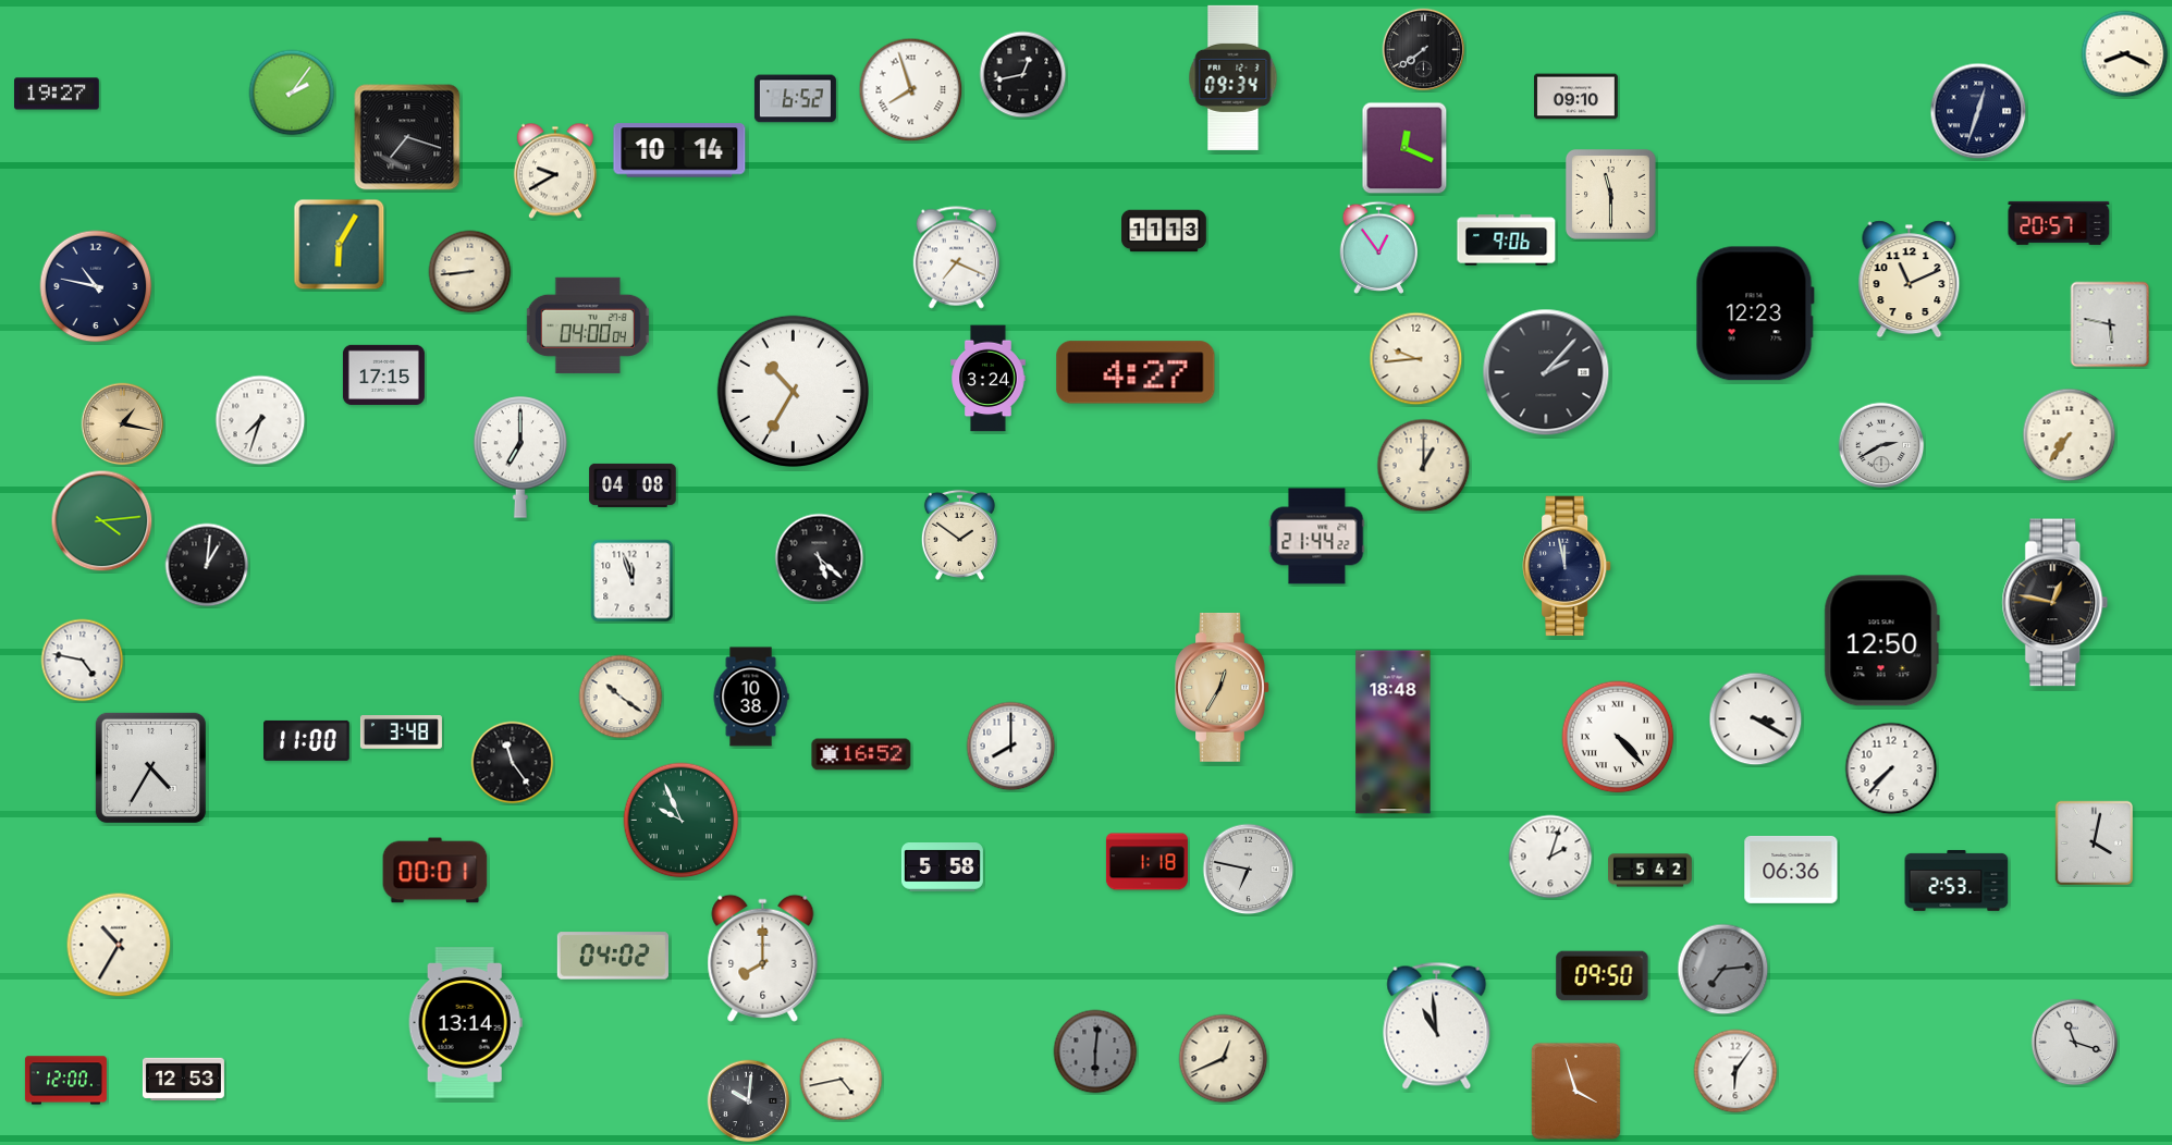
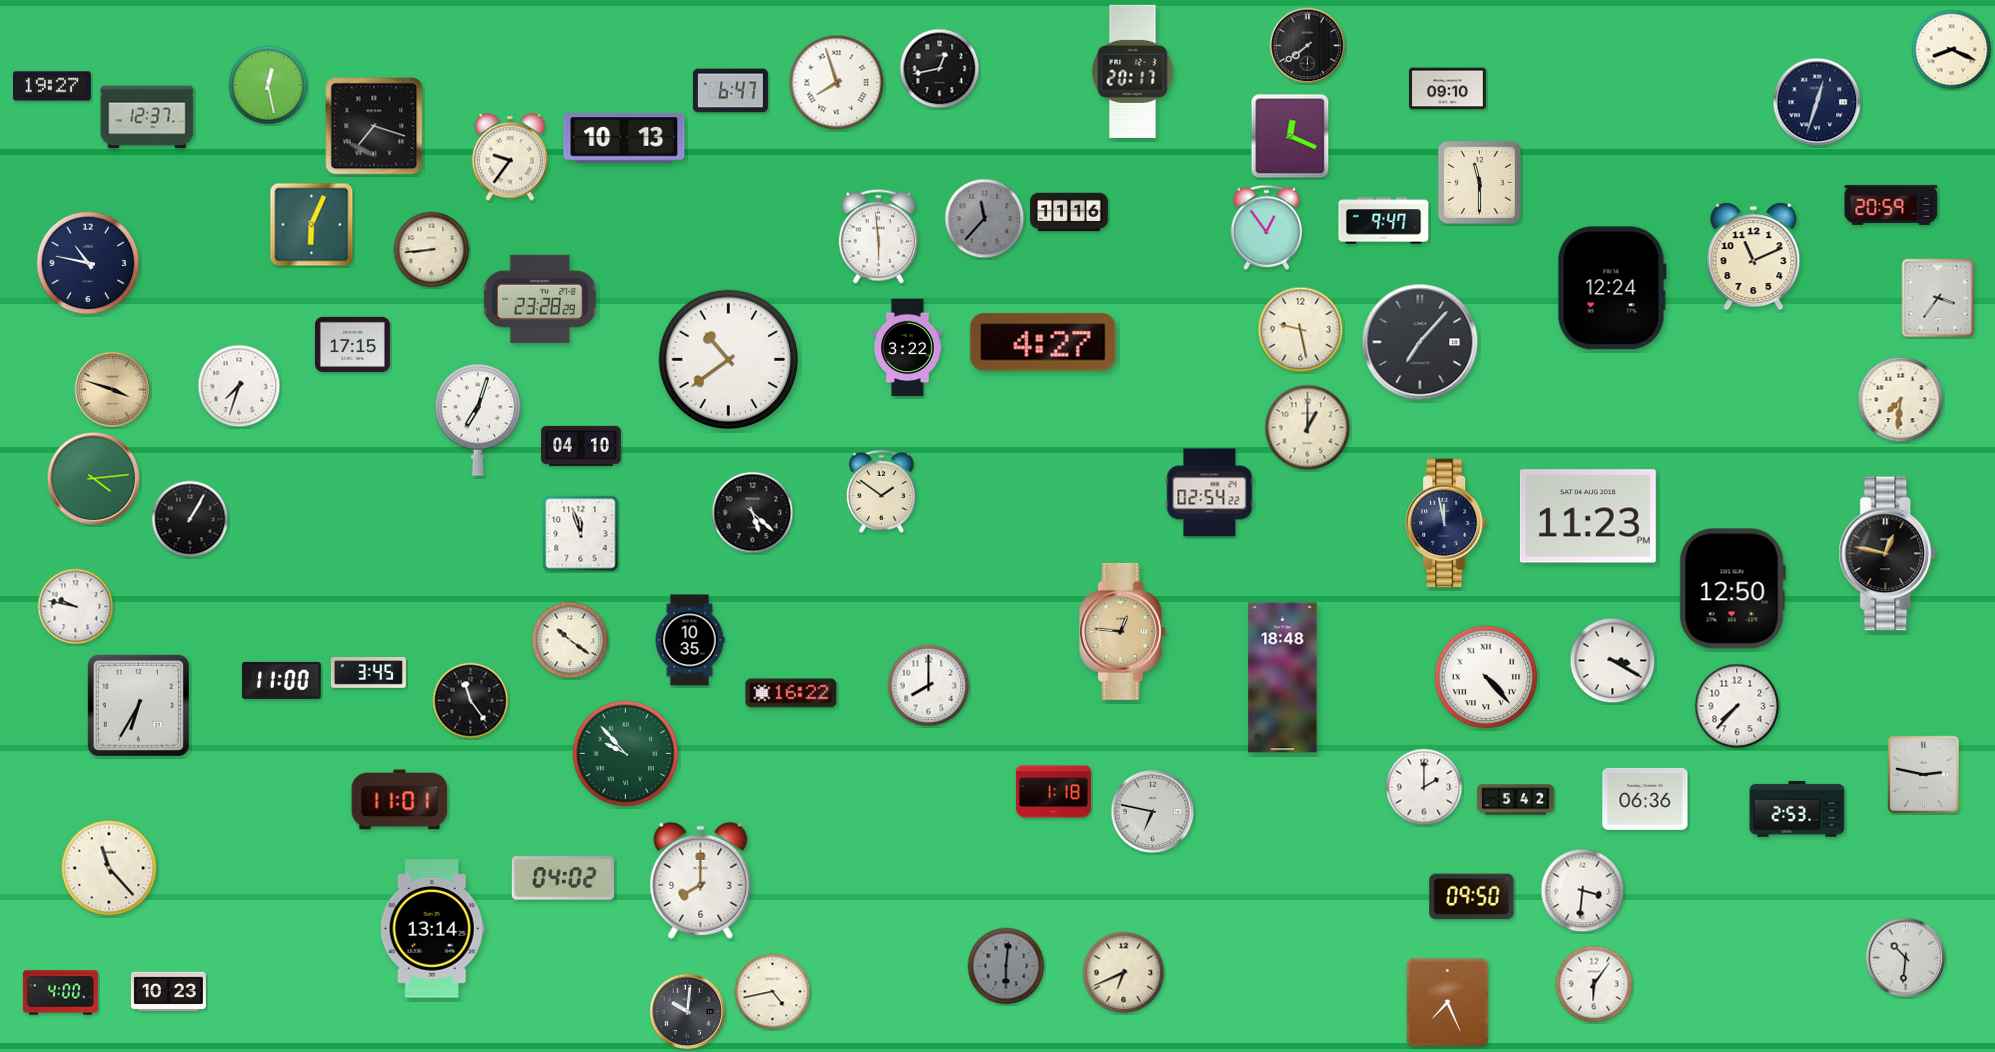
clock at (1234, 77): 09:34 -> 20:17
clock at (292, 93): 2:06 -> 12:28
clock at (795, 99): 6:52 -> 6:47
clock at (147, 117): none -> 12:37
clock at (679, 150): 10:14 -> 10:13
clock at (555, 171): 9:40 -> 9:36
clock at (1610, 194) position: (1610, 194) -> (1479, 182)
clock at (2059, 223): 20:57 -> 20:59
clock at (1164, 231): 11:13 -> 11:16
clock at (985, 219): none -> 11:37
clock at (1507, 241): 9:06 -> 9:47
clock at (340, 245): 6:05 -> 6:04
clock at (956, 258): 7:19 -> 5:59
clock at (1755, 313): 12:23 -> 12:24
clock at (2110, 324): 5:47 -> 3:36
clock at (588, 325): 04:00 -> 23:28
clock at (1416, 359): 9:44 -> 9:28
clock at (1546, 372): 2:07 -> 7:07
clock at (989, 379): 3:24 -> 3:22
clock at (793, 391): 10:35 -> 10:39
clock at (123, 424): 1:17 -> 3:48
clock at (2070, 435): 7:36 -> 7:31
clock at (1881, 445): 2:40 -> none
clock at (520, 457): 7:00 -> 7:03
clock at (633, 485): 04:08 -> 04:10
clock at (1317, 537): 21:44 -> 02:54
clock at (1588, 516): none -> 11:23
clock at (207, 565): 1:01 -> 1:05
clock at (1568, 566) position: (1568, 566) -> (1447, 523)
clock at (1881, 641) position: (1881, 641) -> (1732, 589)
clock at (83, 661): 4:47 -> 9:47
clock at (1223, 687): 12:35 -> 12:46
clock at (751, 697): 10:38 -> 10:35
clock at (401, 732): 3:48 -> 3:45
clock at (1394, 732) position: (1394, 732) -> (1283, 678)
clock at (861, 754): 16:52 -> 16:22
clock at (150, 767): 4:35 -> 6:35
clock at (682, 821): 9:56 -> 9:53
clock at (2095, 844): 4:02 -> 2:47
clock at (1550, 857): 2:03 -> 2:00
clock at (942, 867): 5:58 -> none
clock at (1249, 870) position: (1249, 870) -> (1153, 812)
clock at (435, 871): 00:01 -> 11:01
clock at (119, 945): 10:35 -> 11:23
clock at (1723, 970): 7:14 -> 3:31
clock at (1723, 970) dial: grey -> white
clock at (465, 1023) position: (465, 1023) -> (432, 929)
clock at (1437, 1025): 10:59 -> none
clock at (2075, 1043): 11:18 -> 10:31
clock at (1224, 1059): 12:41 -> 6:41
clock at (183, 1079): 12:53 -> 10:23
clock at (65, 1081): 12:00 -> 4:00
clock at (1575, 1091): 3:57 -> 7:26
